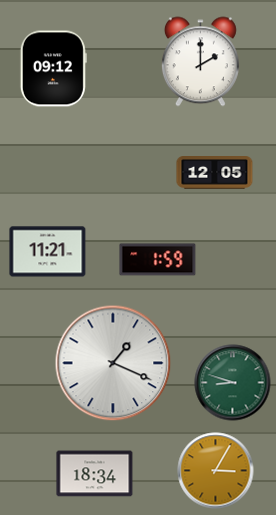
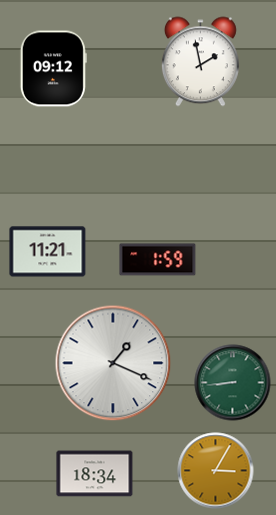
clock at (200, 62): 2:00 -> 1:58
clock at (215, 173): 12:05 -> none
clock at (233, 383): 8:48 -> 8:44
